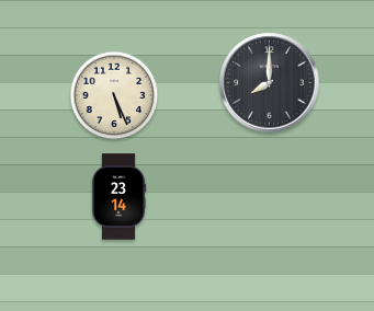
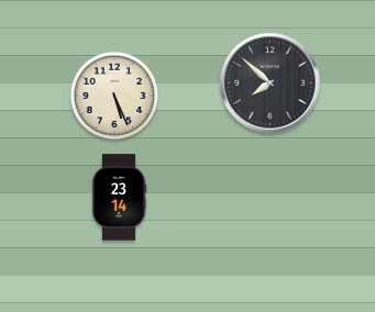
clock at (270, 83): 8:00 -> 7:52
